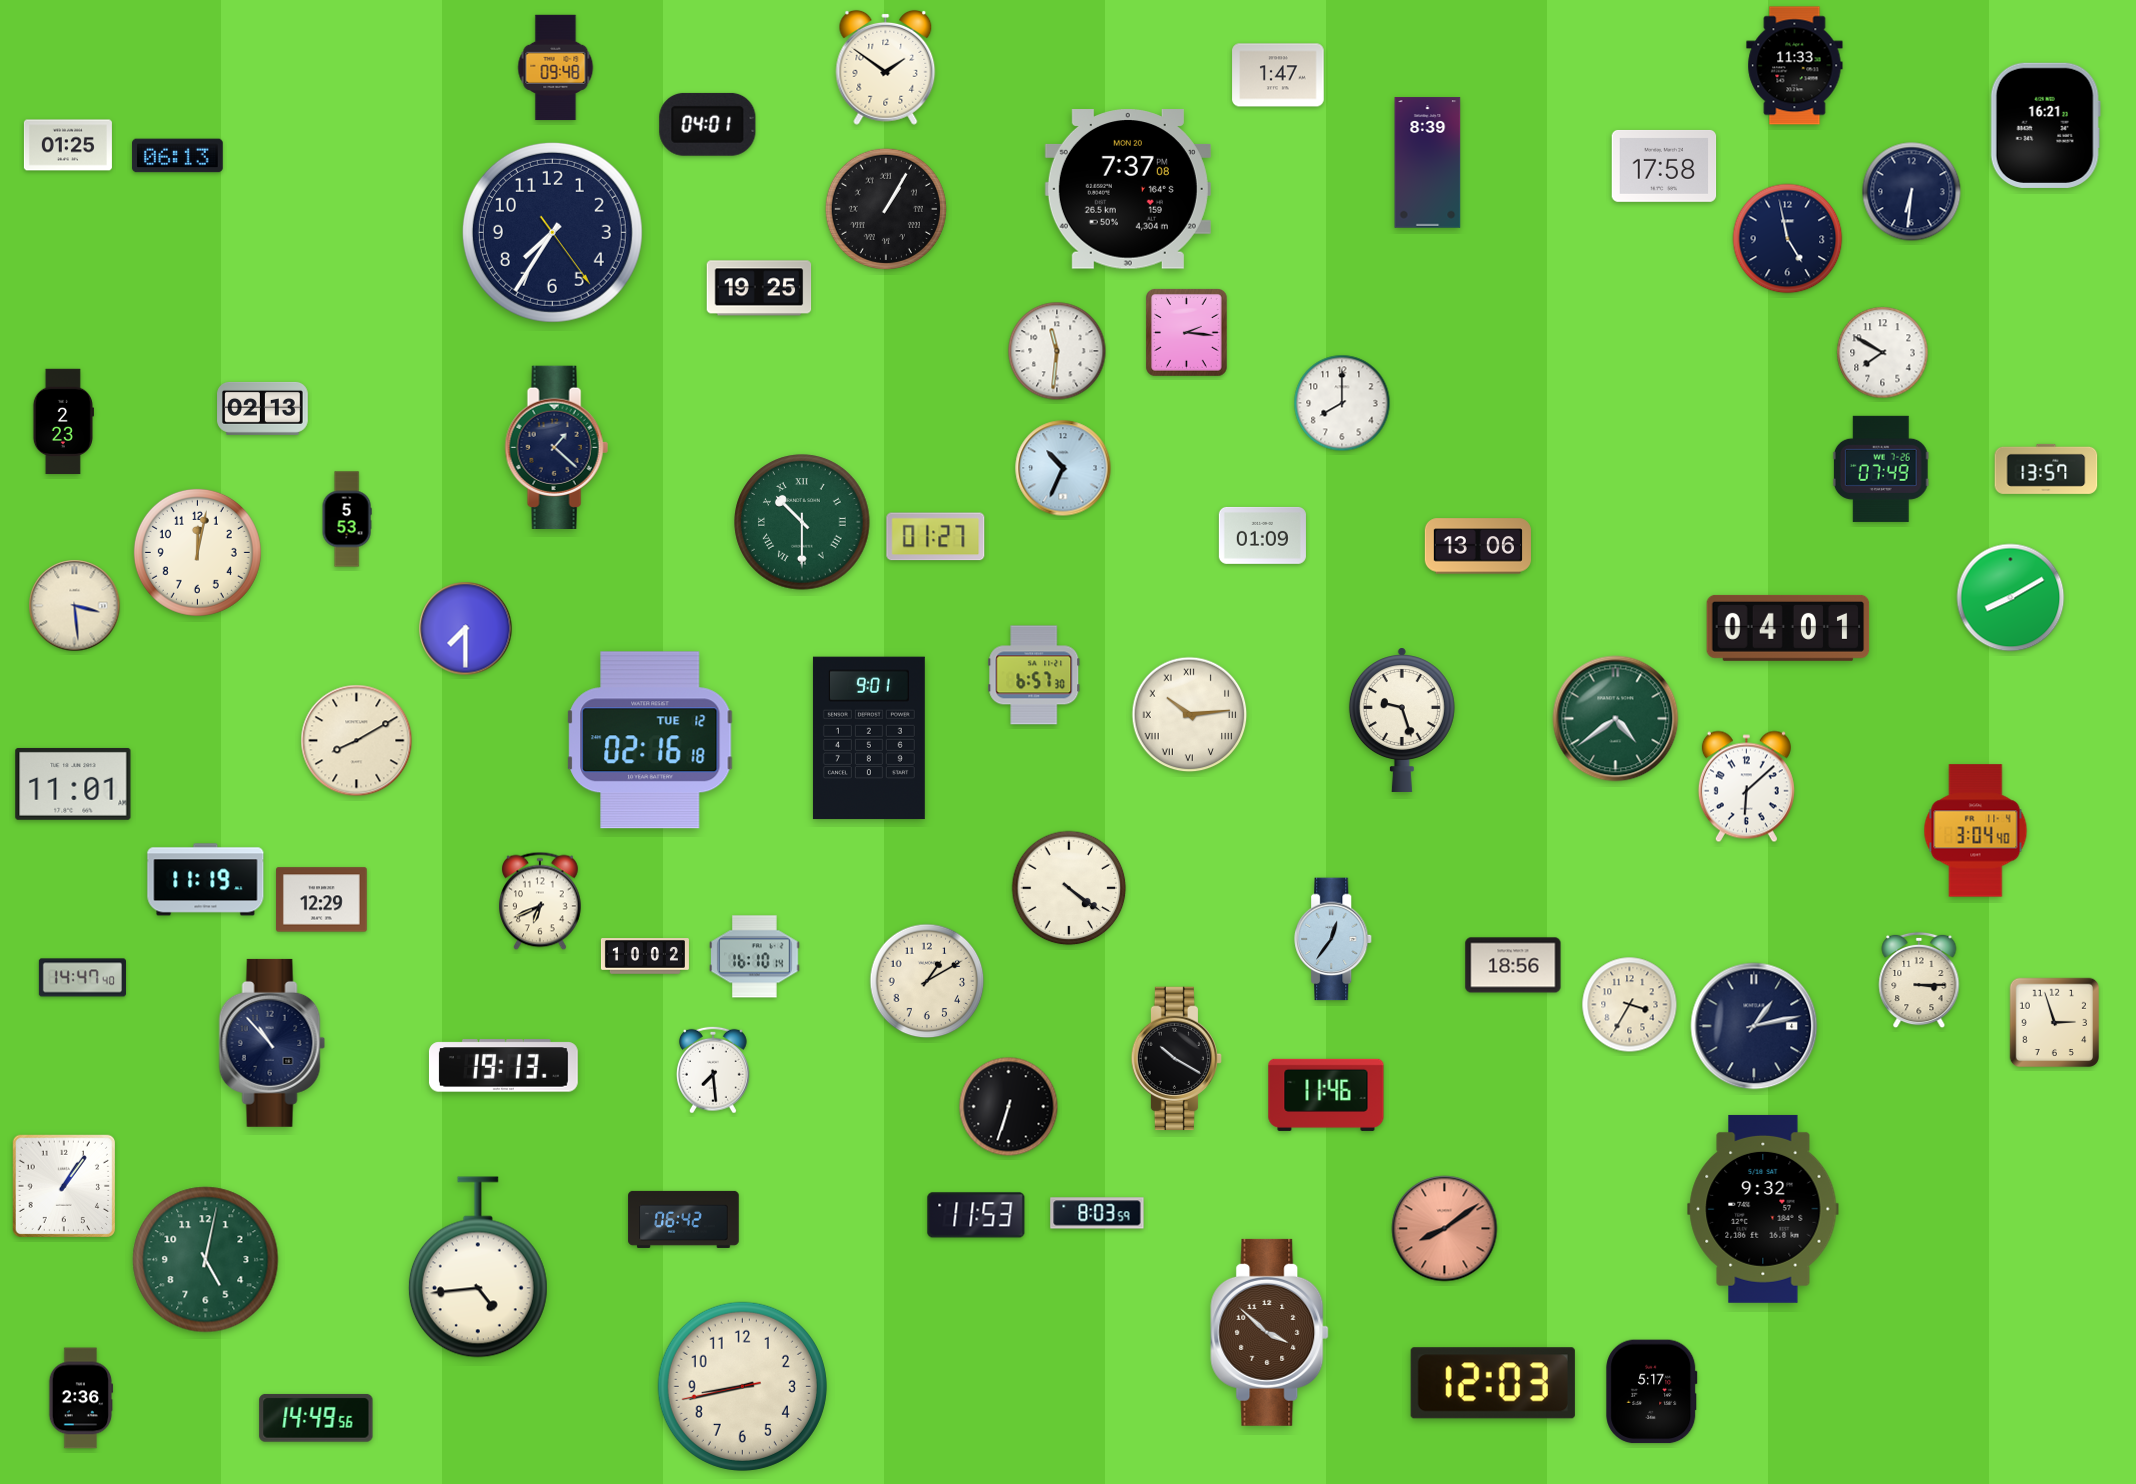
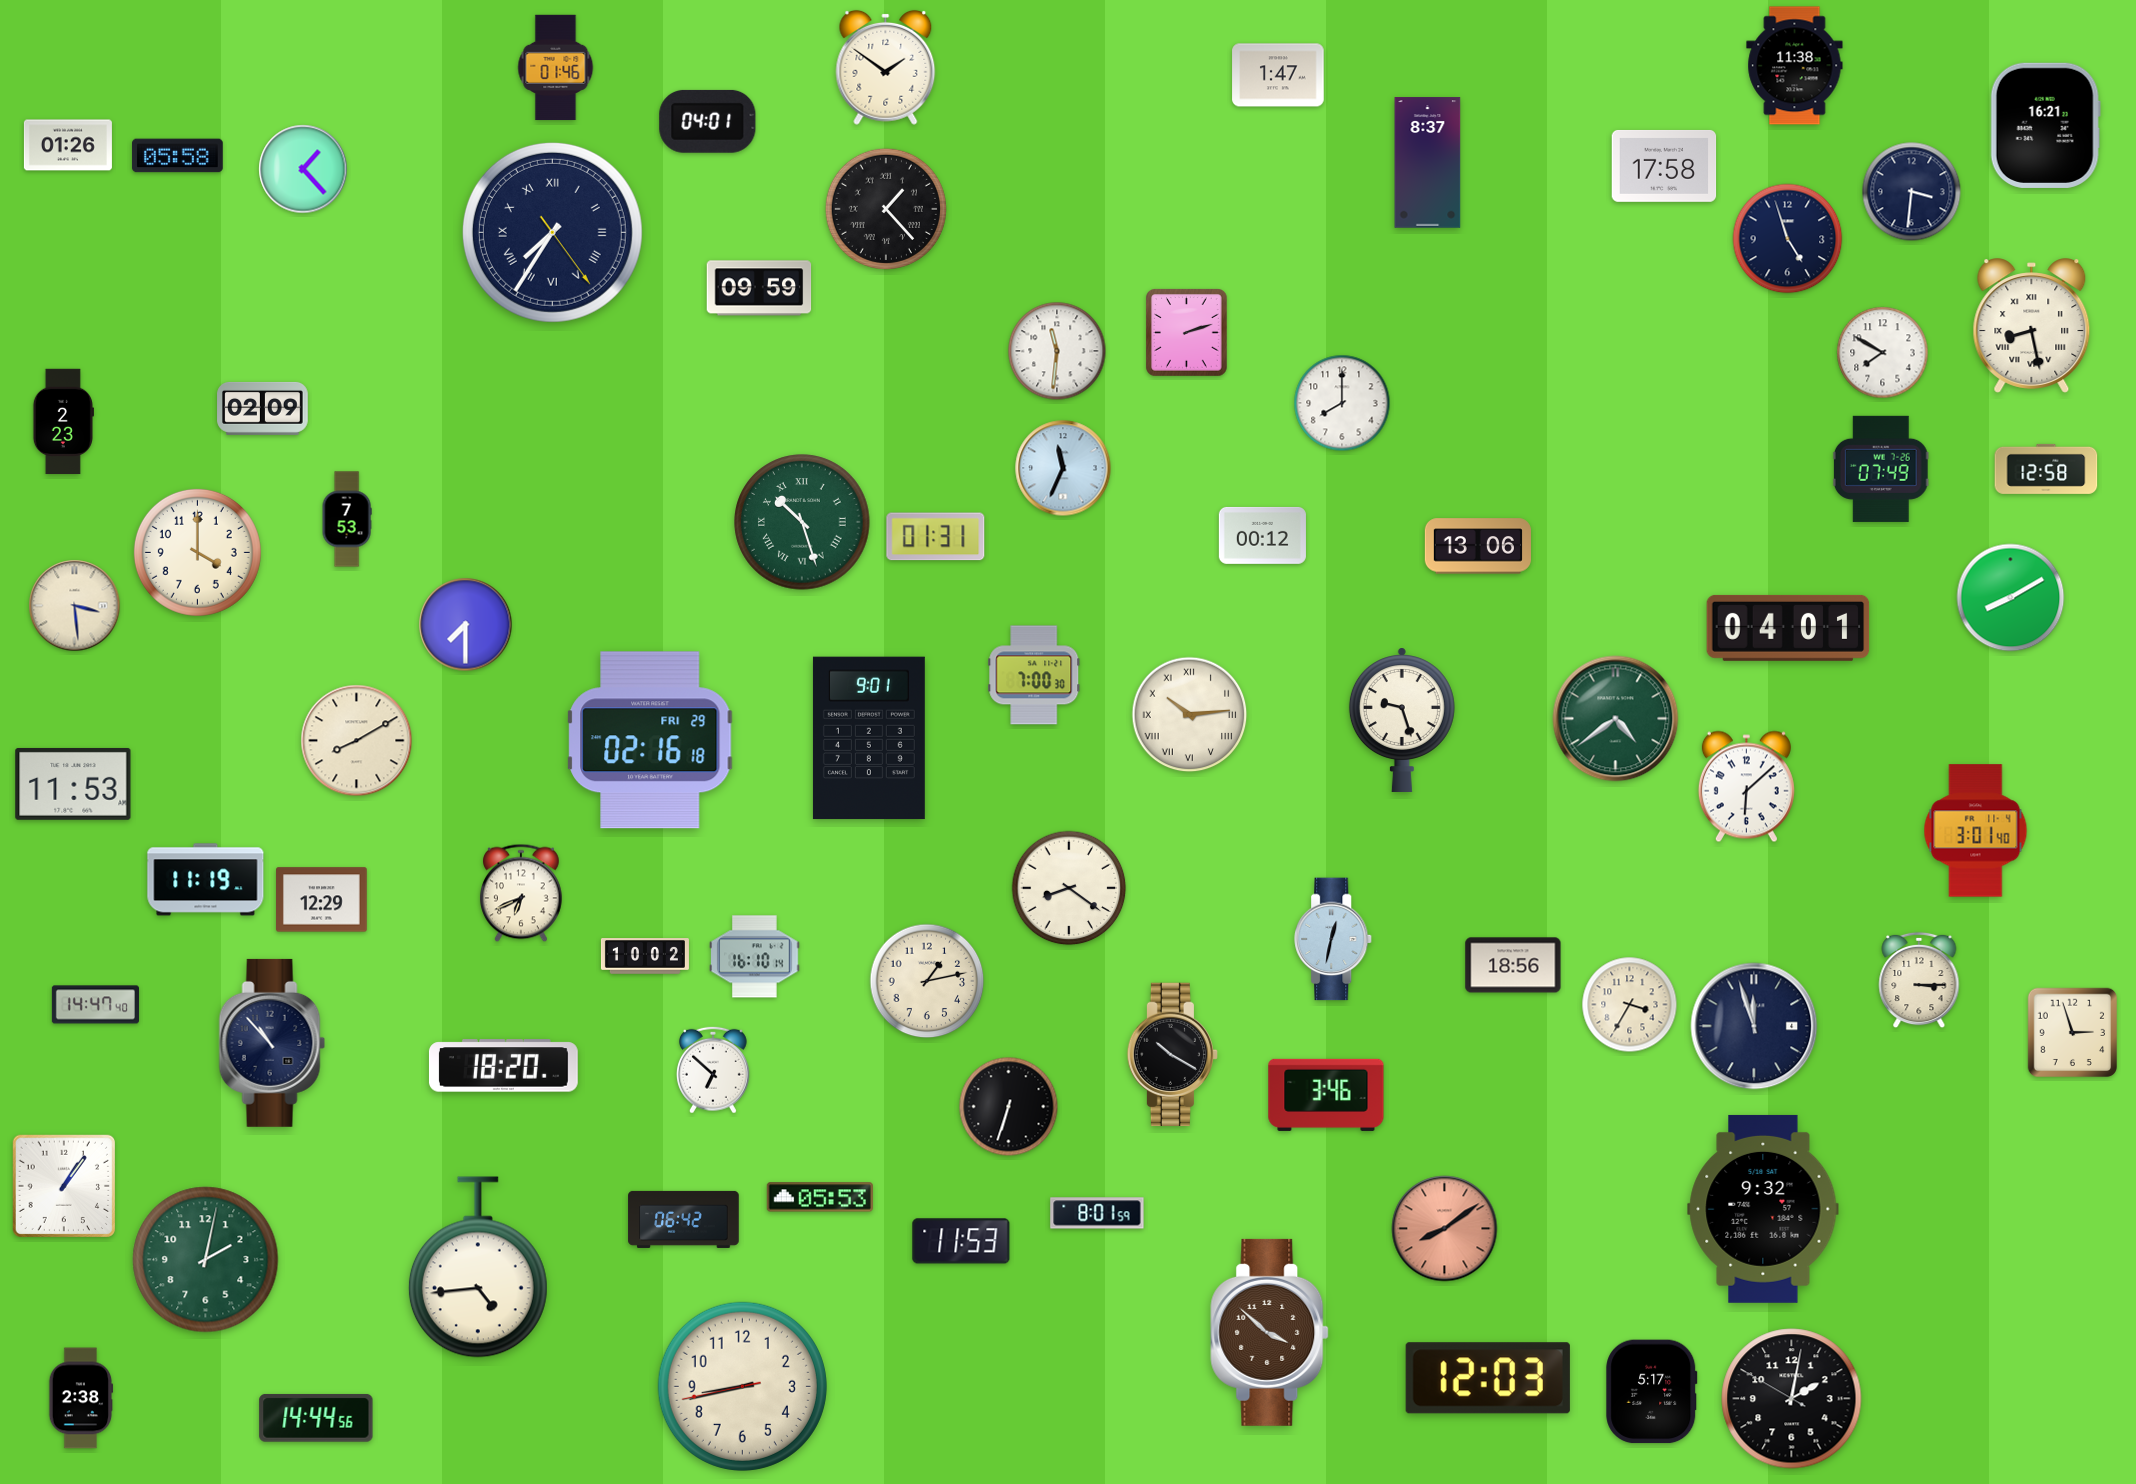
clock at (1795, 66): 11:33 -> 11:38
clock at (556, 68): 09:48 -> 01:46
clock at (708, 124) position: (708, 124) -> (708, 121)
clock at (68, 145): 01:25 -> 01:26
clock at (178, 156): 06:13 -> 05:58
clock at (1428, 163): 8:39 -> 8:37
clock at (303, 169): none -> 1:23
clock at (1128, 189): 7:37 -> none
clock at (1912, 192): 6:31 -> 3:31
clock at (886, 209): 1:05 -> 1:23
clock at (552, 232) numerals: Arabic -> Roman
clock at (1788, 239): 4:58 -> 4:57
clock at (759, 288): 19:25 -> 09:59
clock at (2032, 326): none -> 8:28
clock at (1187, 333): 2:16 -> 2:12
clock at (263, 408): 02:13 -> 02:09
clock at (556, 447): 1:22 -> none
clock at (1063, 468): 10:34 -> 11:34
clock at (2046, 469): 13:57 -> 12:58
clock at (347, 519): 5:53 -> 7:53
clock at (802, 522): 10:30 -> 10:27
clock at (1262, 535): 01:09 -> 00:12
clock at (936, 537): 01:27 -> 01:31
clock at (197, 552): 12:02 -> 4:00
clock at (466, 629) position: (466, 629) -> (466, 625)
clock at (1034, 675): 6:57 -> 7:00
clock at (650, 740) date: TUE 12 -> FRI 29
clock at (73, 784): 11:01 -> 11:53
clock at (1976, 831): 3:04 -> 3:01
clock at (1069, 888): 4:21 -> 8:21
clock at (541, 901) position: (541, 901) -> (522, 893)
clock at (1334, 939): 12:36 -> 12:32
clock at (82, 978) position: (82, 978) -> (95, 1005)
clock at (927, 981): 1:10 -> 1:13
clock at (2054, 1022) position: (2054, 1022) -> (2072, 1032)
clock at (1754, 1026): 1:13 -> 11:57
clock at (1177, 1059) position: (1177, 1059) -> (1173, 1055)
clock at (503, 1066): 19:13 -> 18:20
clock at (713, 1070): 7:29 -> 6:52
clock at (1326, 1095): 11:46 -> 3:46
clock at (820, 1197): none -> 05:53
clock at (1097, 1213): 8:03 -> 8:01
clock at (976, 1215) position: (976, 1215) -> (961, 1241)
clock at (206, 1260): 5:02 -> 2:02
clock at (1493, 1383) position: (1493, 1383) -> (1488, 1378)
clock at (81, 1398): 2:36 -> 2:38
clock at (1792, 1399): none -> 2:01
clock at (316, 1418): 14:49 -> 14:44
